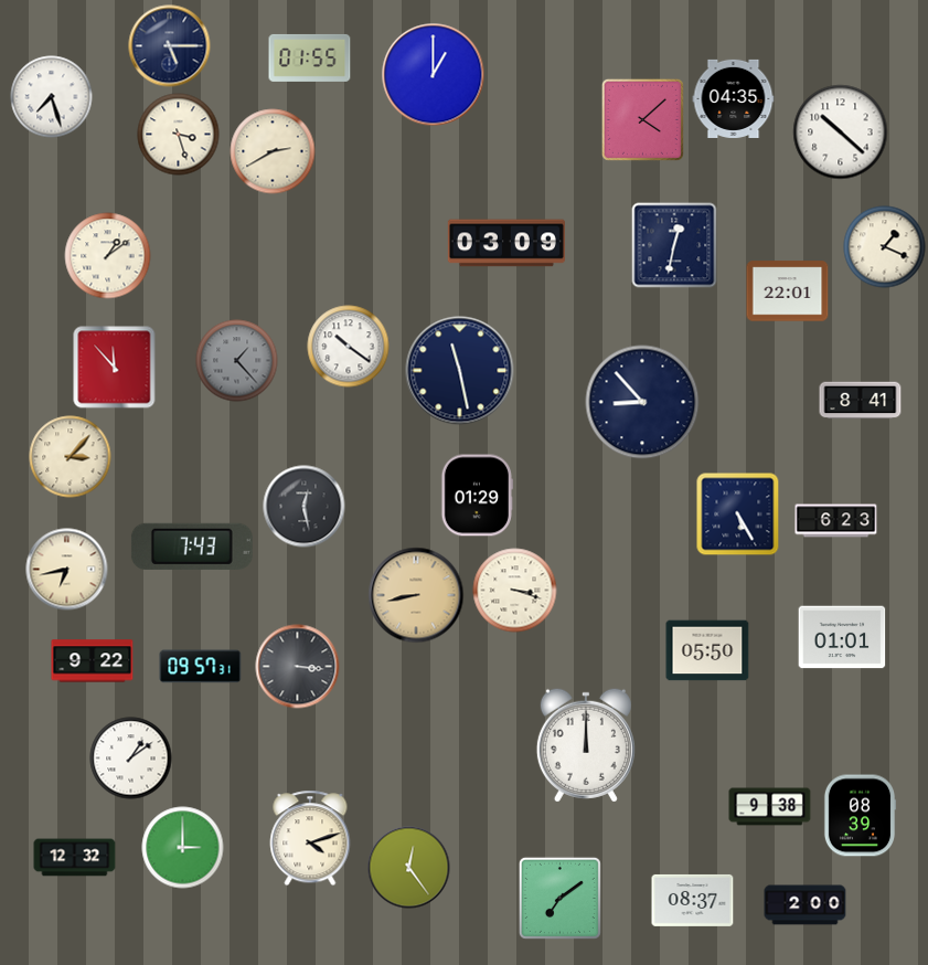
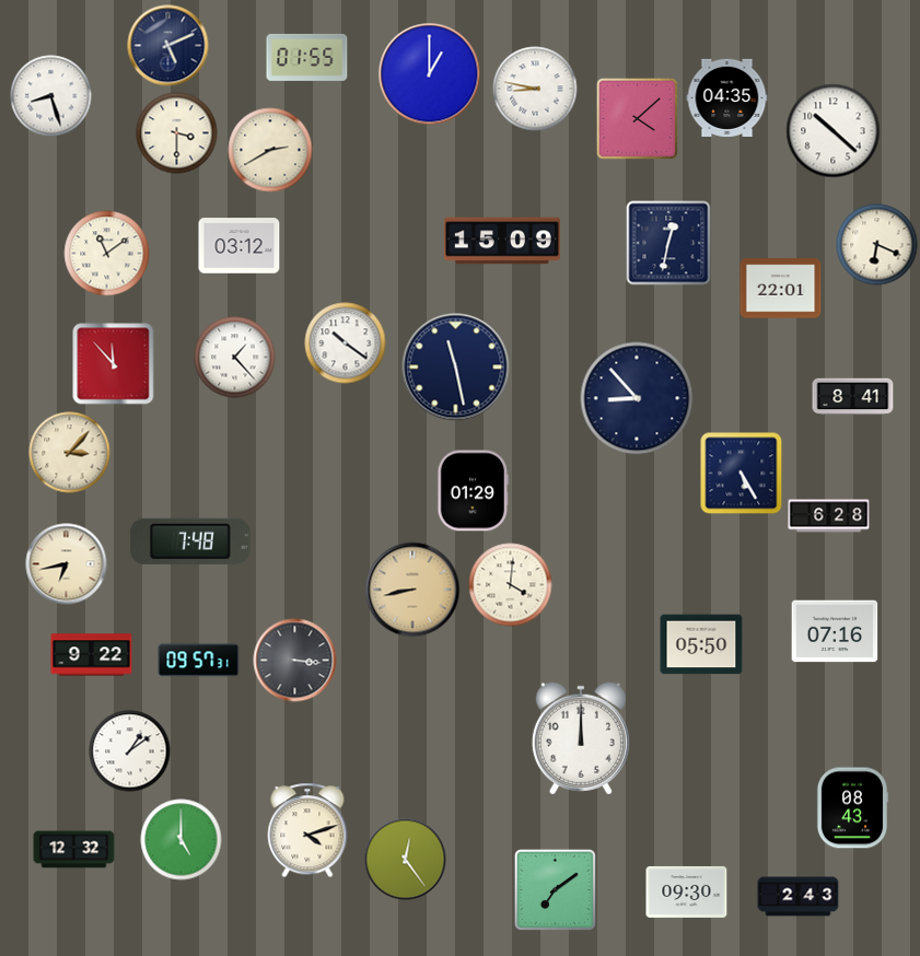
clock at (170, 46): 5:15 -> 5:11
clock at (535, 89): none -> 8:47
clock at (52, 97): 7:27 -> 8:27
clock at (179, 135): 3:27 -> 3:30
clock at (506, 243): 03:09 -> 15:09
clock at (885, 247): 1:19 -> 6:19
clock at (240, 246): none -> 03:12
clock at (108, 256): 1:09 -> 11:09
clock at (237, 361) dial: grey -> white
clock at (305, 507): 12:28 -> none
clock at (738, 515) position: (738, 515) -> (742, 474)
clock at (836, 521): 6:23 -> 6:28
clock at (192, 547): 7:43 -> 7:48
clock at (515, 591): 3:18 -> 4:01
clock at (842, 637): 01:01 -> 07:16
clock at (770, 807): 9:38 -> none
clock at (860, 816): 08:39 -> 08:43
clock at (183, 848): 3:00 -> 5:00
clock at (693, 900): 08:37 -> 09:30
clock at (806, 905): 2:00 -> 2:43
